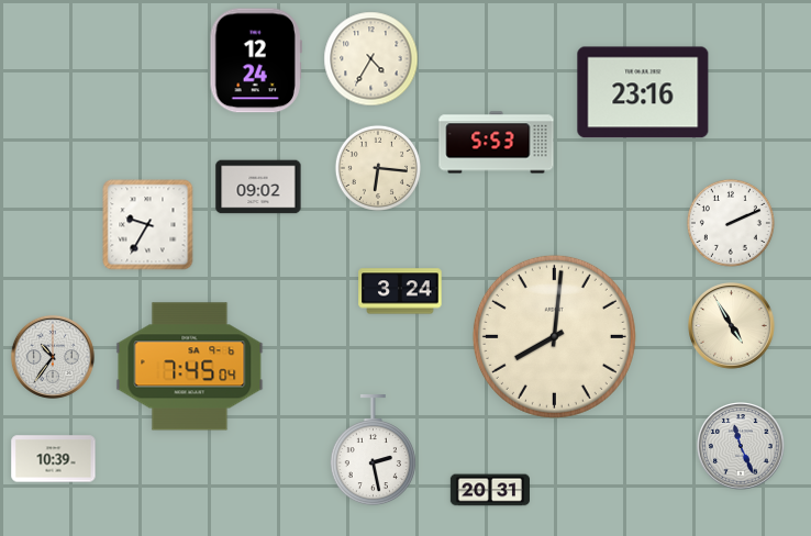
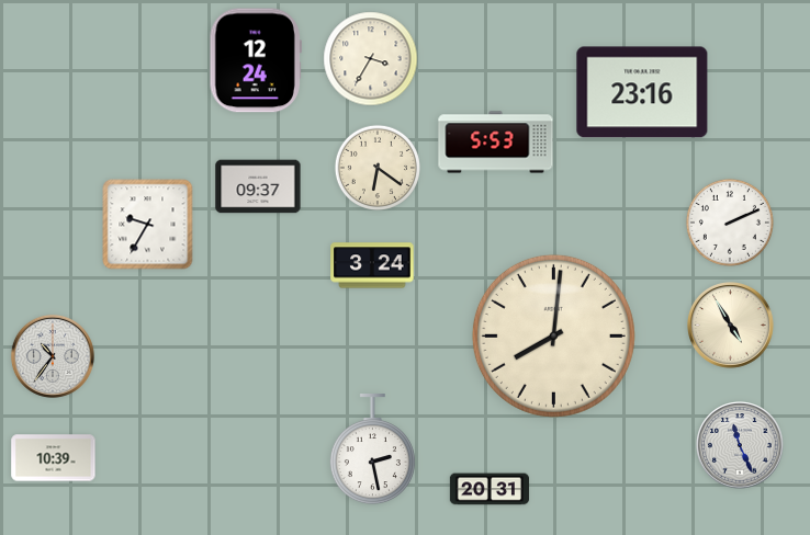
clock at (371, 59): 4:35 -> 3:35
clock at (377, 167): 6:16 -> 6:21
clock at (258, 187): 09:02 -> 09:37
clock at (400, 291) position: (400, 291) -> (372, 265)
clock at (190, 367): 7:45 -> none
